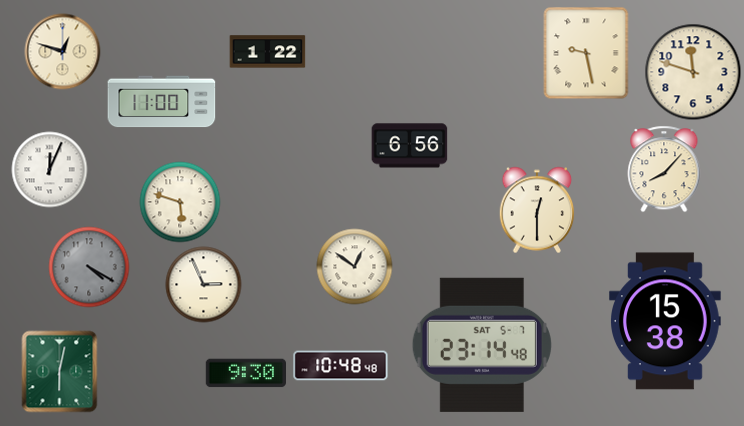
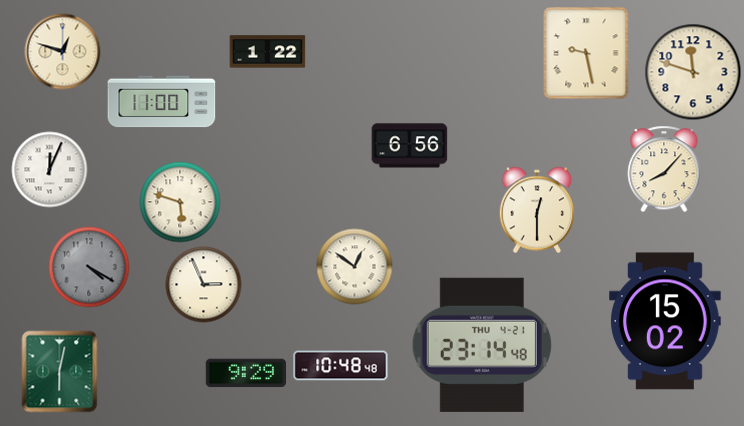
clock at (666, 321): 15:38 -> 15:02
clock at (482, 345) date: SAT 5-7 -> THU 4-21
clock at (245, 373): 9:30 -> 9:29
